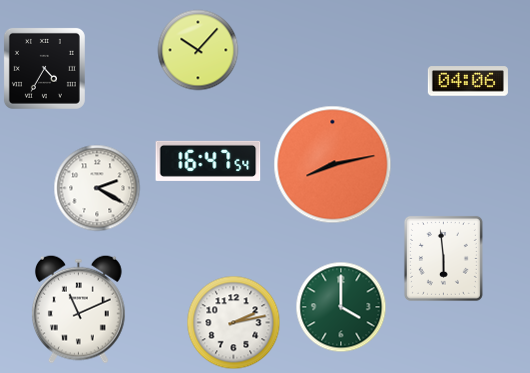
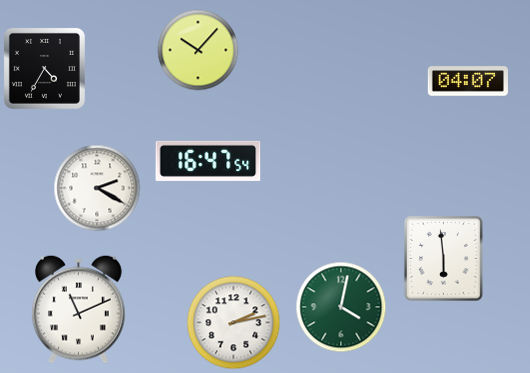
clock at (468, 81): 04:06 -> 04:07
clock at (333, 165): 8:13 -> none
clock at (341, 307): 4:00 -> 4:02
